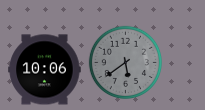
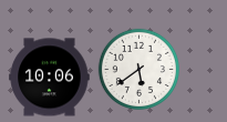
clock at (125, 62) dial: grey -> white
